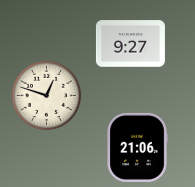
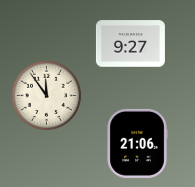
clock at (47, 96): 12:48 -> 11:54
clock at (137, 147) position: (137, 147) -> (137, 143)
